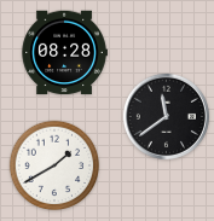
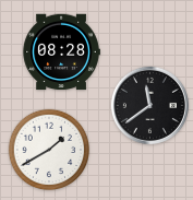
clock at (64, 53) position: (64, 53) -> (61, 52)
